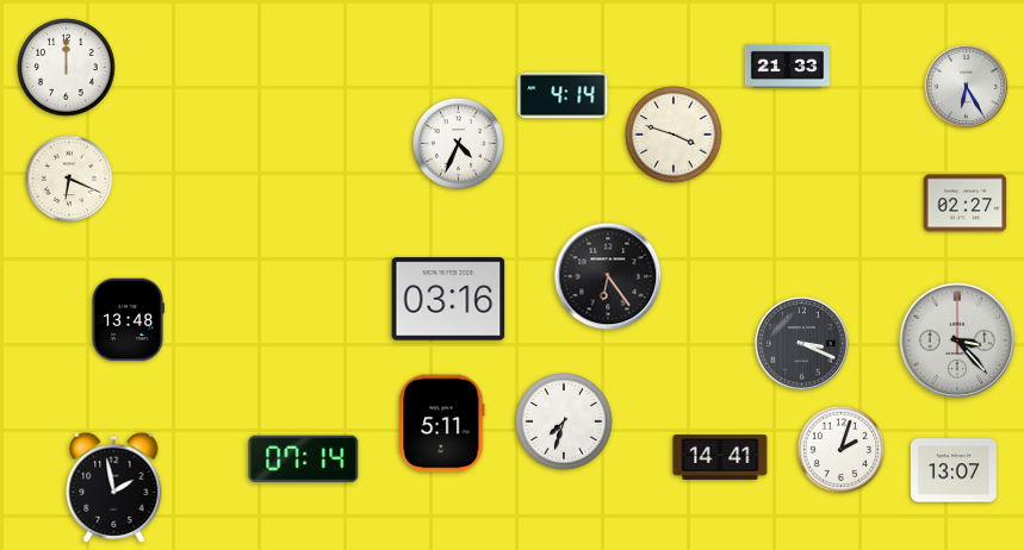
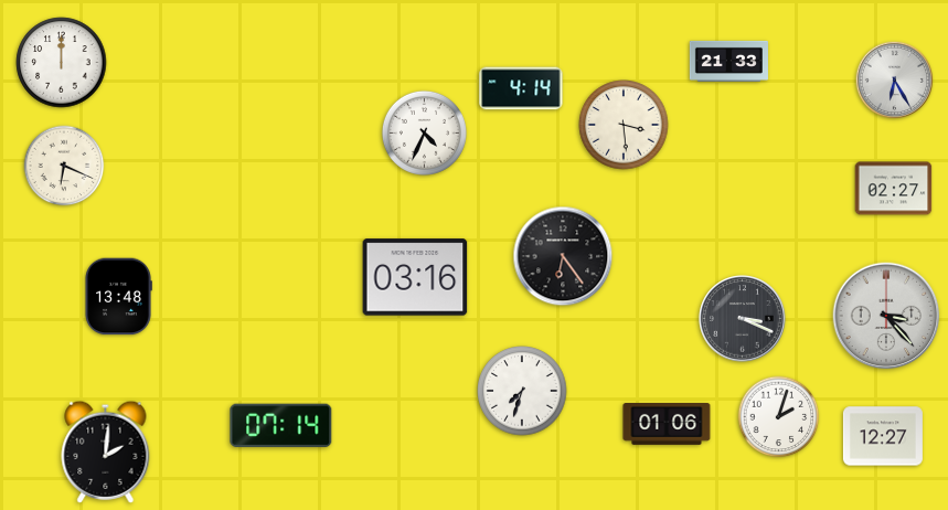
clock at (674, 135): 3:48 -> 3:29
clock at (442, 424): 5:11 -> none
clock at (720, 458): 14:41 -> 01:06
clock at (954, 470): 13:07 -> 12:27
clock at (114, 487): 1:58 -> 2:01
